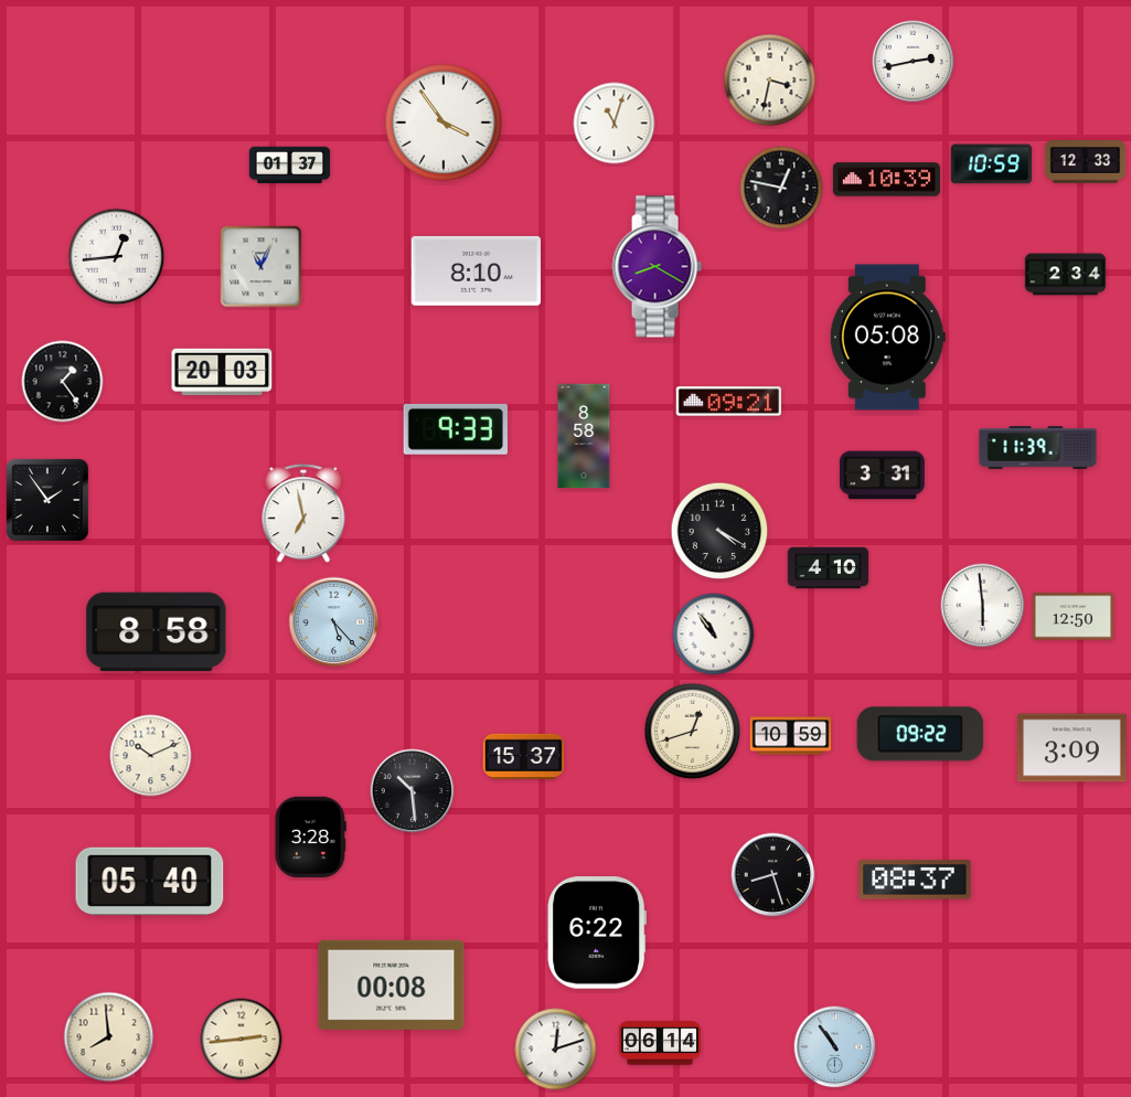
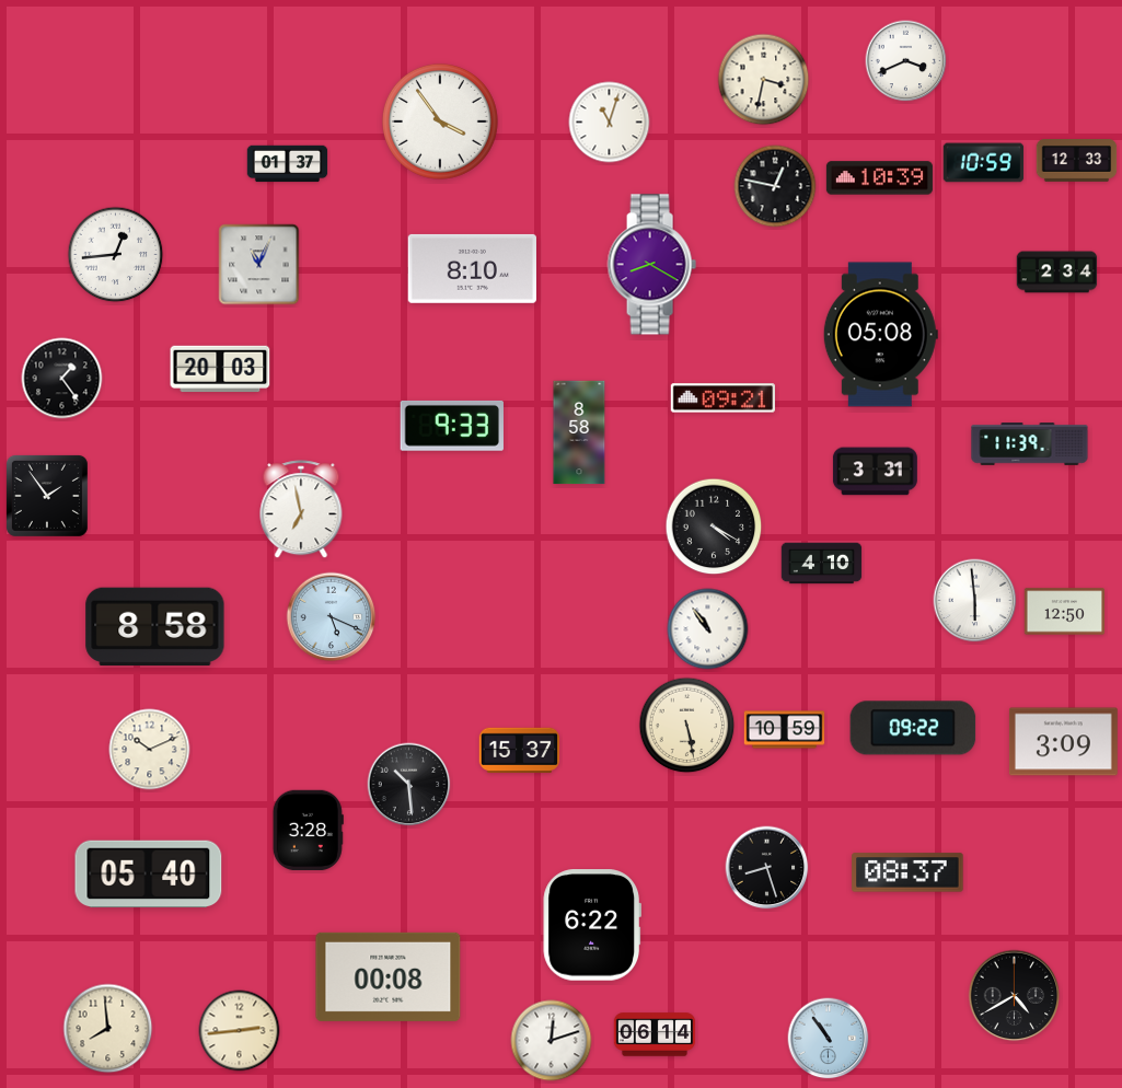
clock at (914, 62): 2:43 -> 3:41
clock at (334, 622): 5:23 -> 5:19
clock at (693, 732): 12:42 -> 5:28
clock at (1015, 996): none -> 4:40
